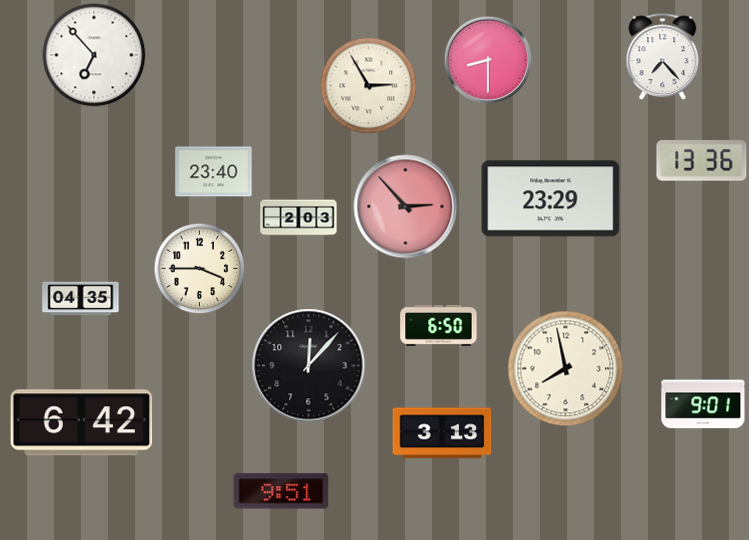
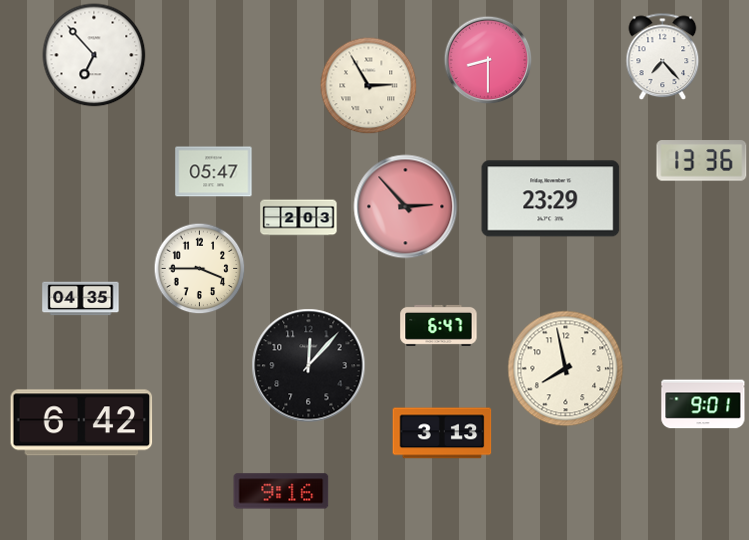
clock at (214, 172): 23:40 -> 05:47
clock at (439, 325): 6:50 -> 6:47
clock at (281, 491): 9:51 -> 9:16
